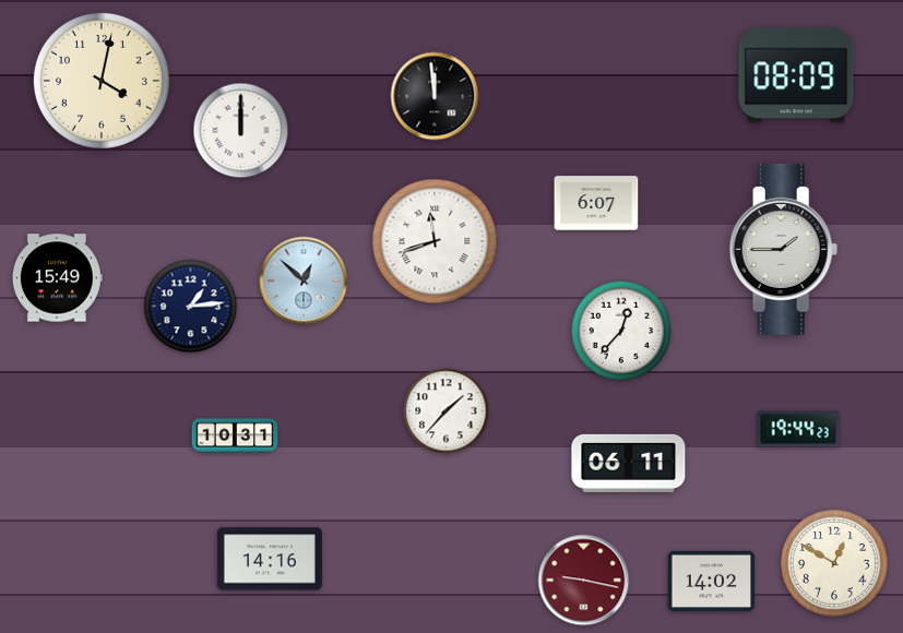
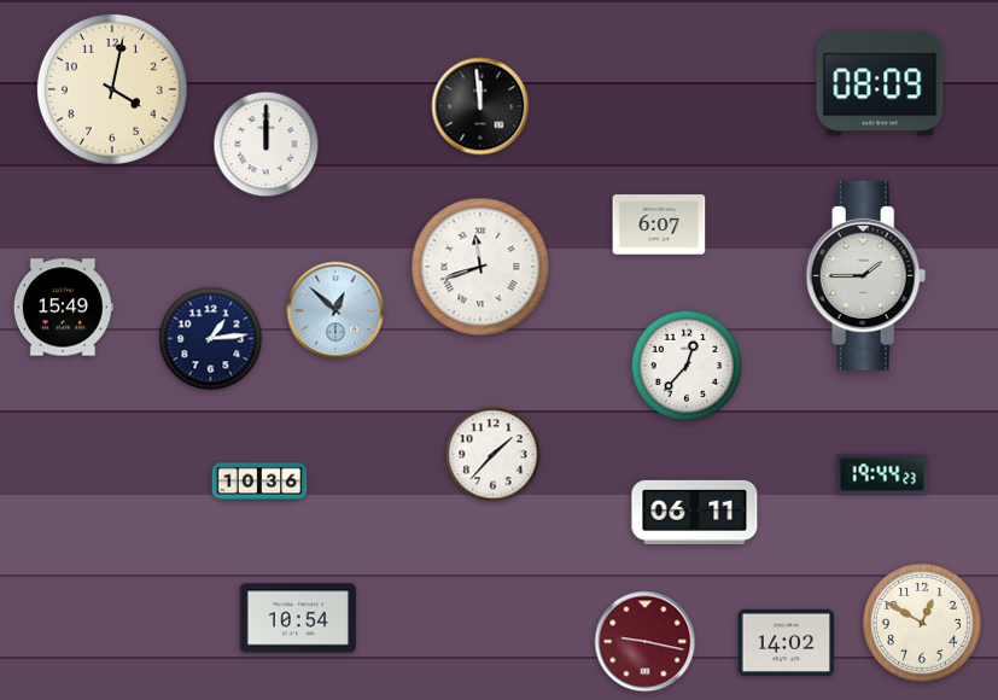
clock at (235, 435): 10:31 -> 10:36
clock at (270, 559): 14:16 -> 10:54
